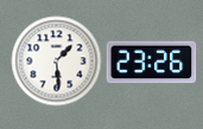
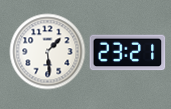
clock at (152, 63): 23:26 -> 23:21
